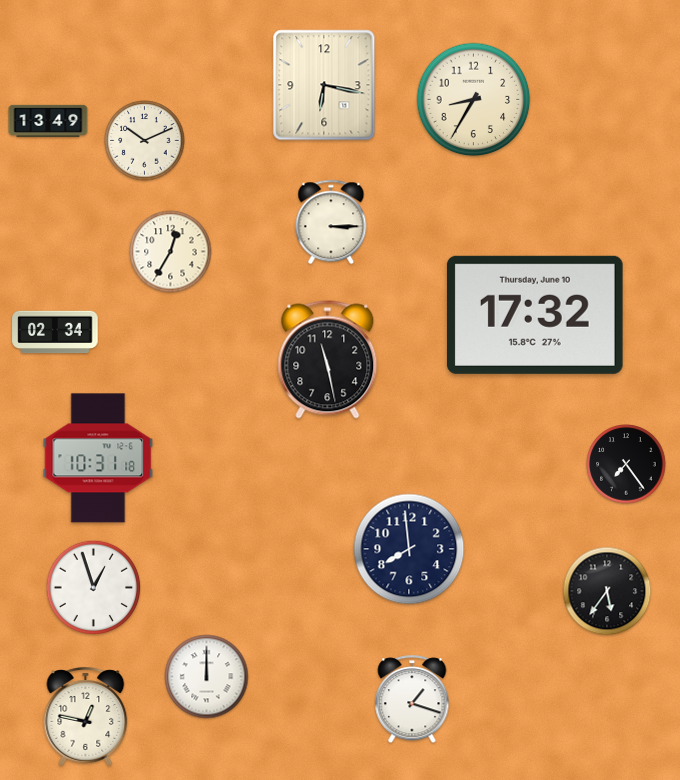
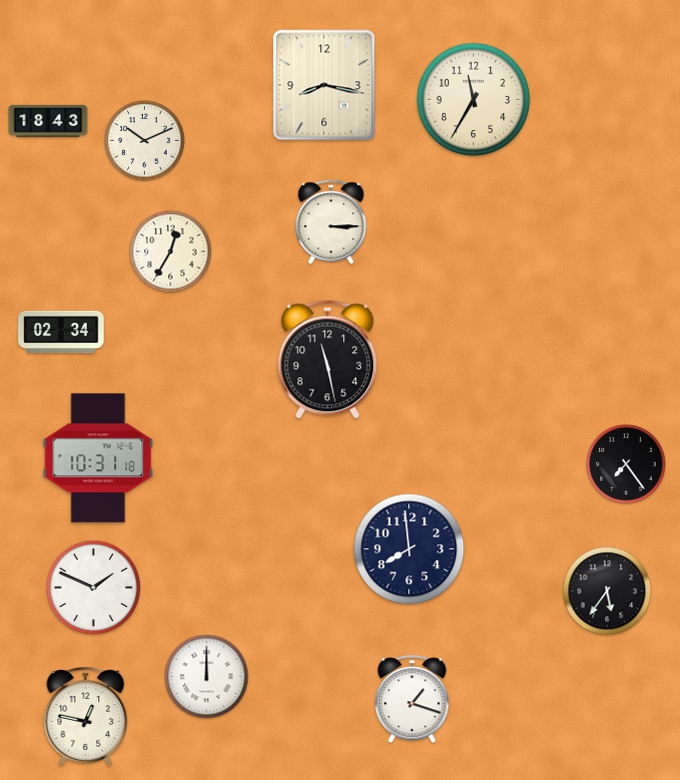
clock at (324, 85): 6:17 -> 8:17
clock at (474, 100): 8:35 -> 11:35
clock at (48, 121): 13:49 -> 18:43
clock at (535, 315): 17:32 -> none
clock at (55, 332) position: (55, 332) -> (61, 332)
clock at (94, 588): 12:57 -> 1:49
